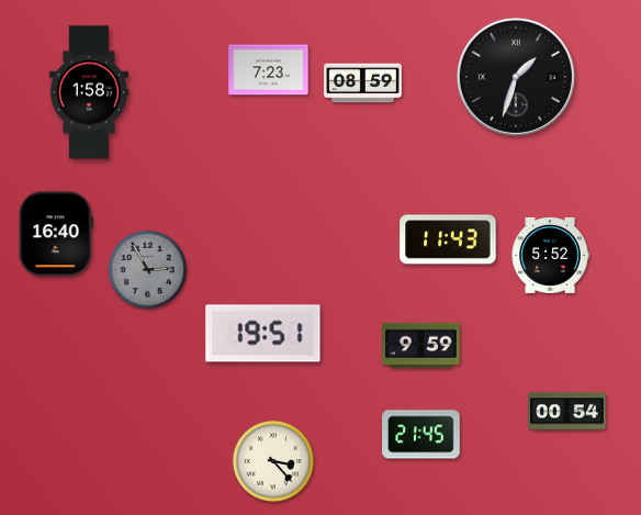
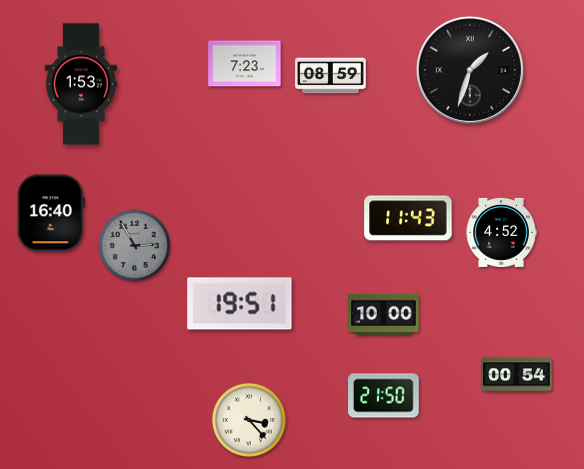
clock at (89, 92): 1:58 -> 1:53
clock at (550, 255): 5:52 -> 4:52
clock at (421, 346): 9:59 -> 10:00
clock at (421, 435): 21:45 -> 21:50
